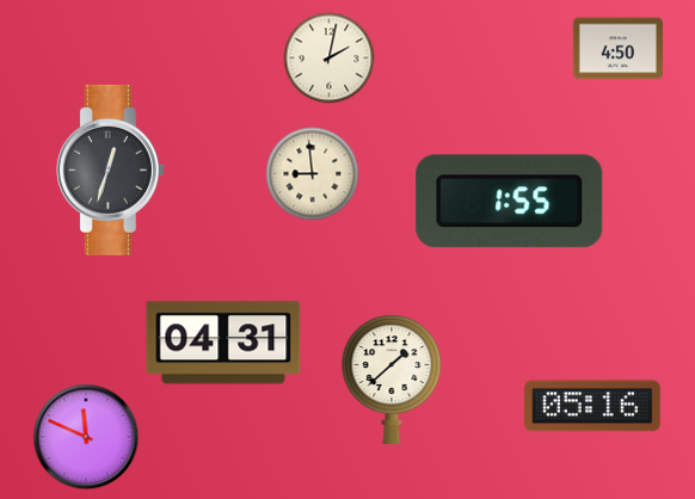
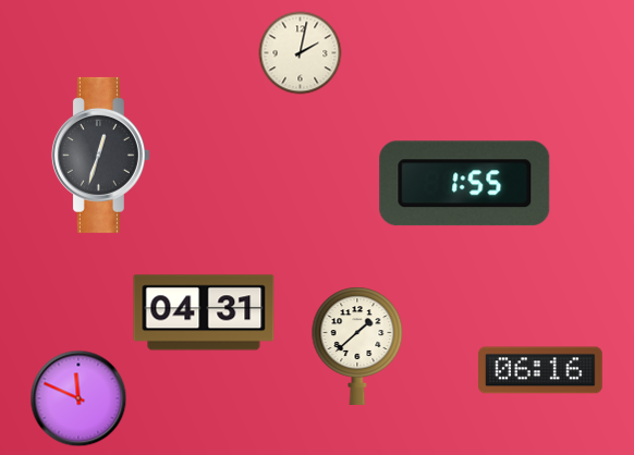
clock at (619, 49): 4:50 -> none
clock at (313, 174): 8:59 -> none
clock at (593, 406): 05:16 -> 06:16
